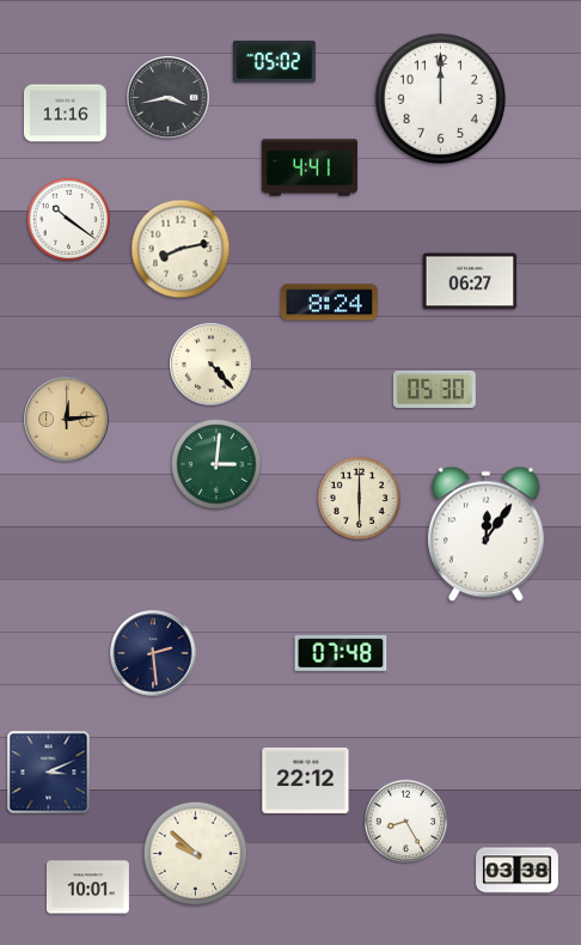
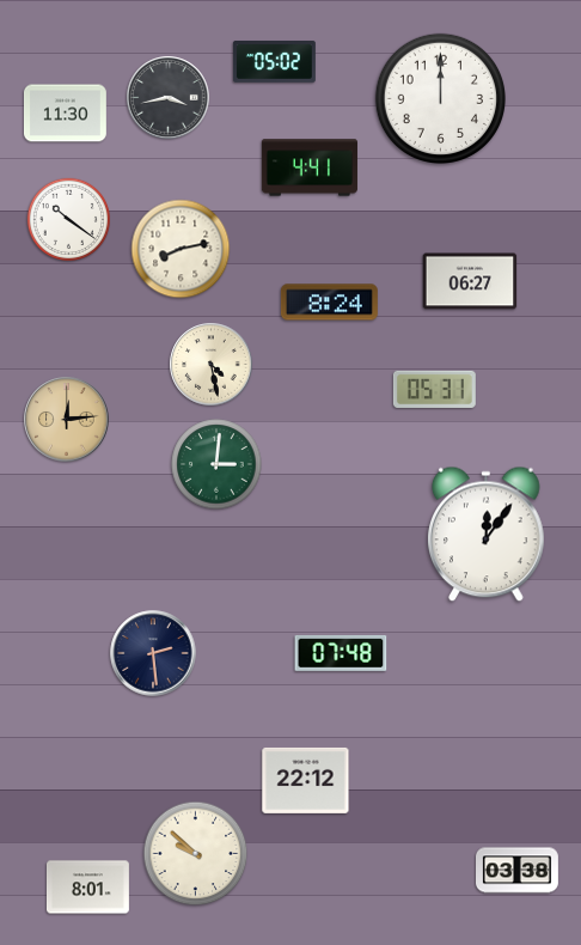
clock at (65, 114): 11:16 -> 11:30
clock at (212, 365): 4:23 -> 4:28
clock at (434, 389): 05:30 -> 05:31
clock at (359, 498): 6:00 -> none
clock at (49, 773): 3:11 -> none
clock at (405, 821): 8:25 -> none
clock at (87, 888): 10:01 -> 8:01
